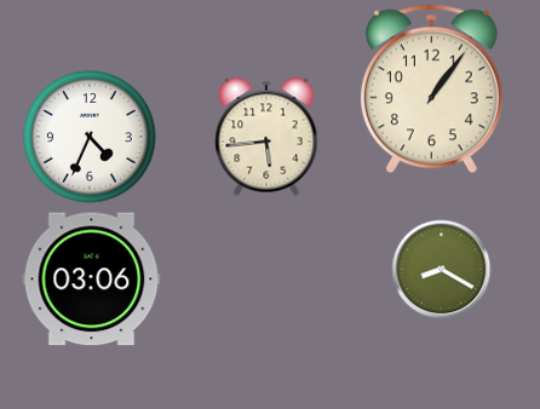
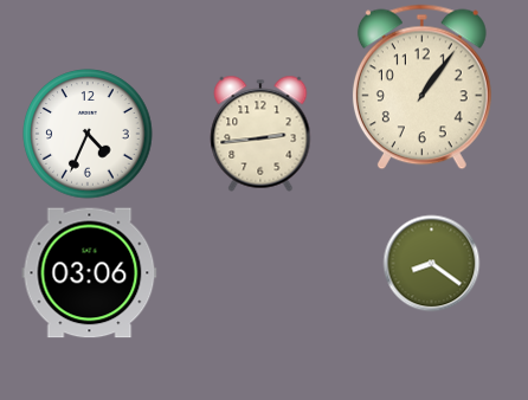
clock at (266, 137): 5:44 -> 2:44
clock at (441, 269): 8:20 -> 8:21
